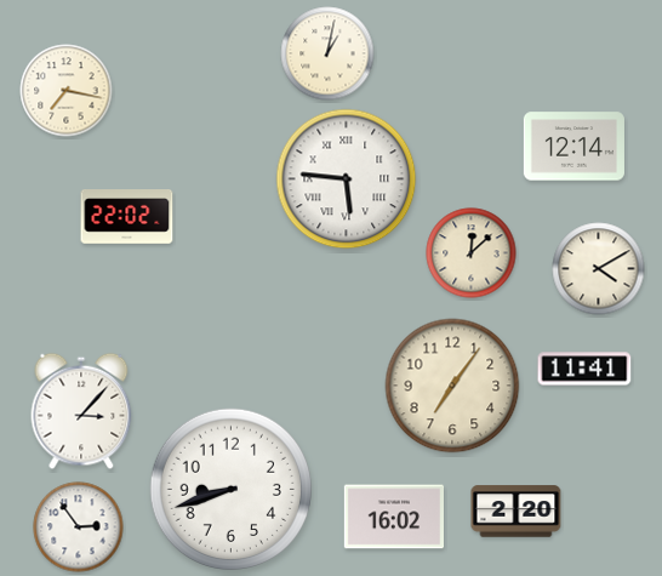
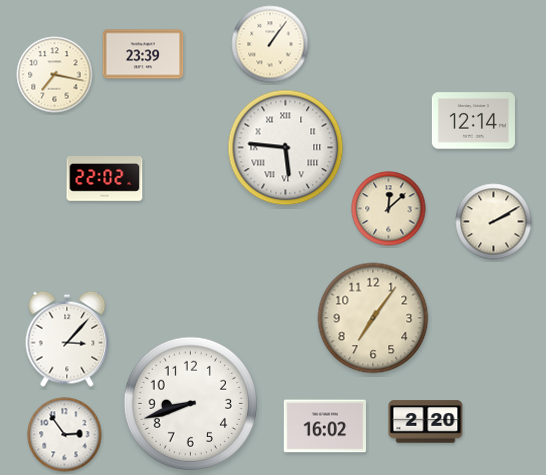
clock at (327, 53): 1:02 -> 1:06
clock at (143, 54): none -> 23:39
clock at (599, 269): 4:10 -> 2:10
clock at (584, 369): 11:41 -> none
